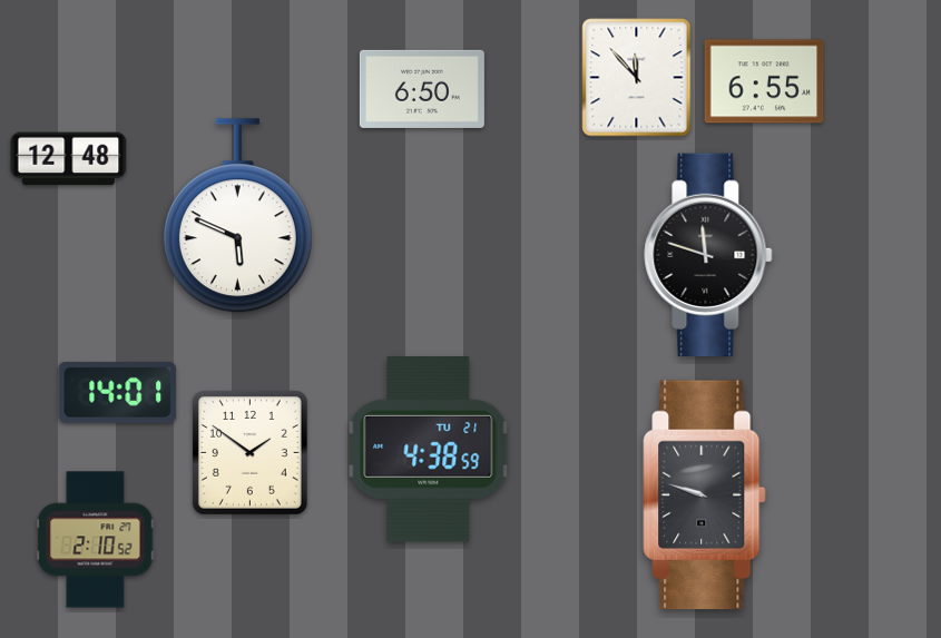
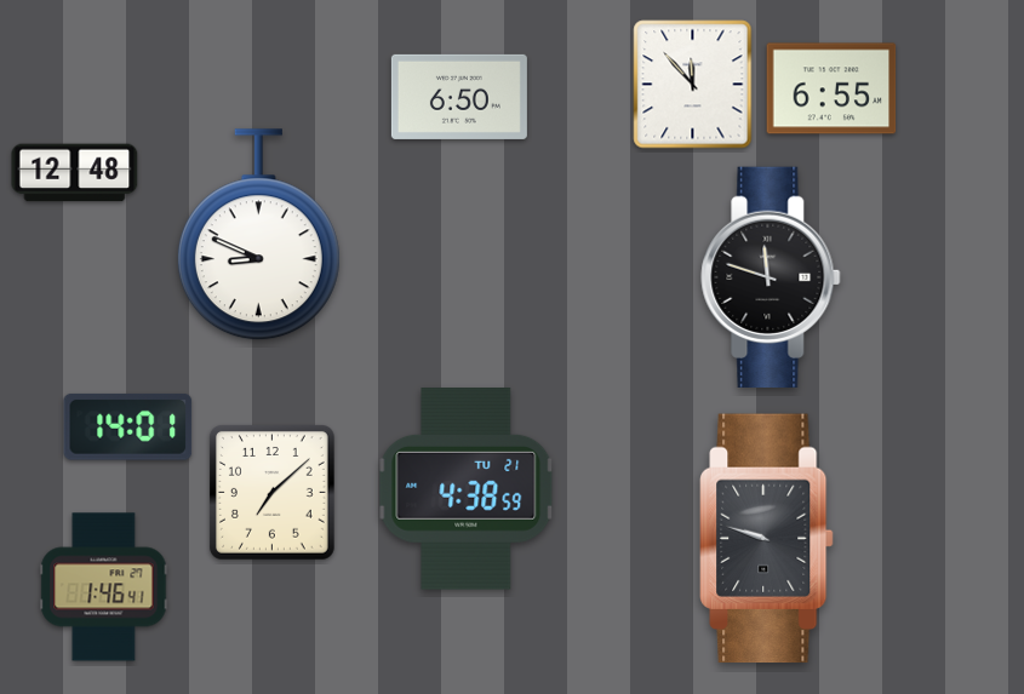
clock at (237, 216): 5:49 -> 8:49
clock at (251, 453): 1:51 -> 7:08
clock at (96, 540): 2:10 -> 1:46
